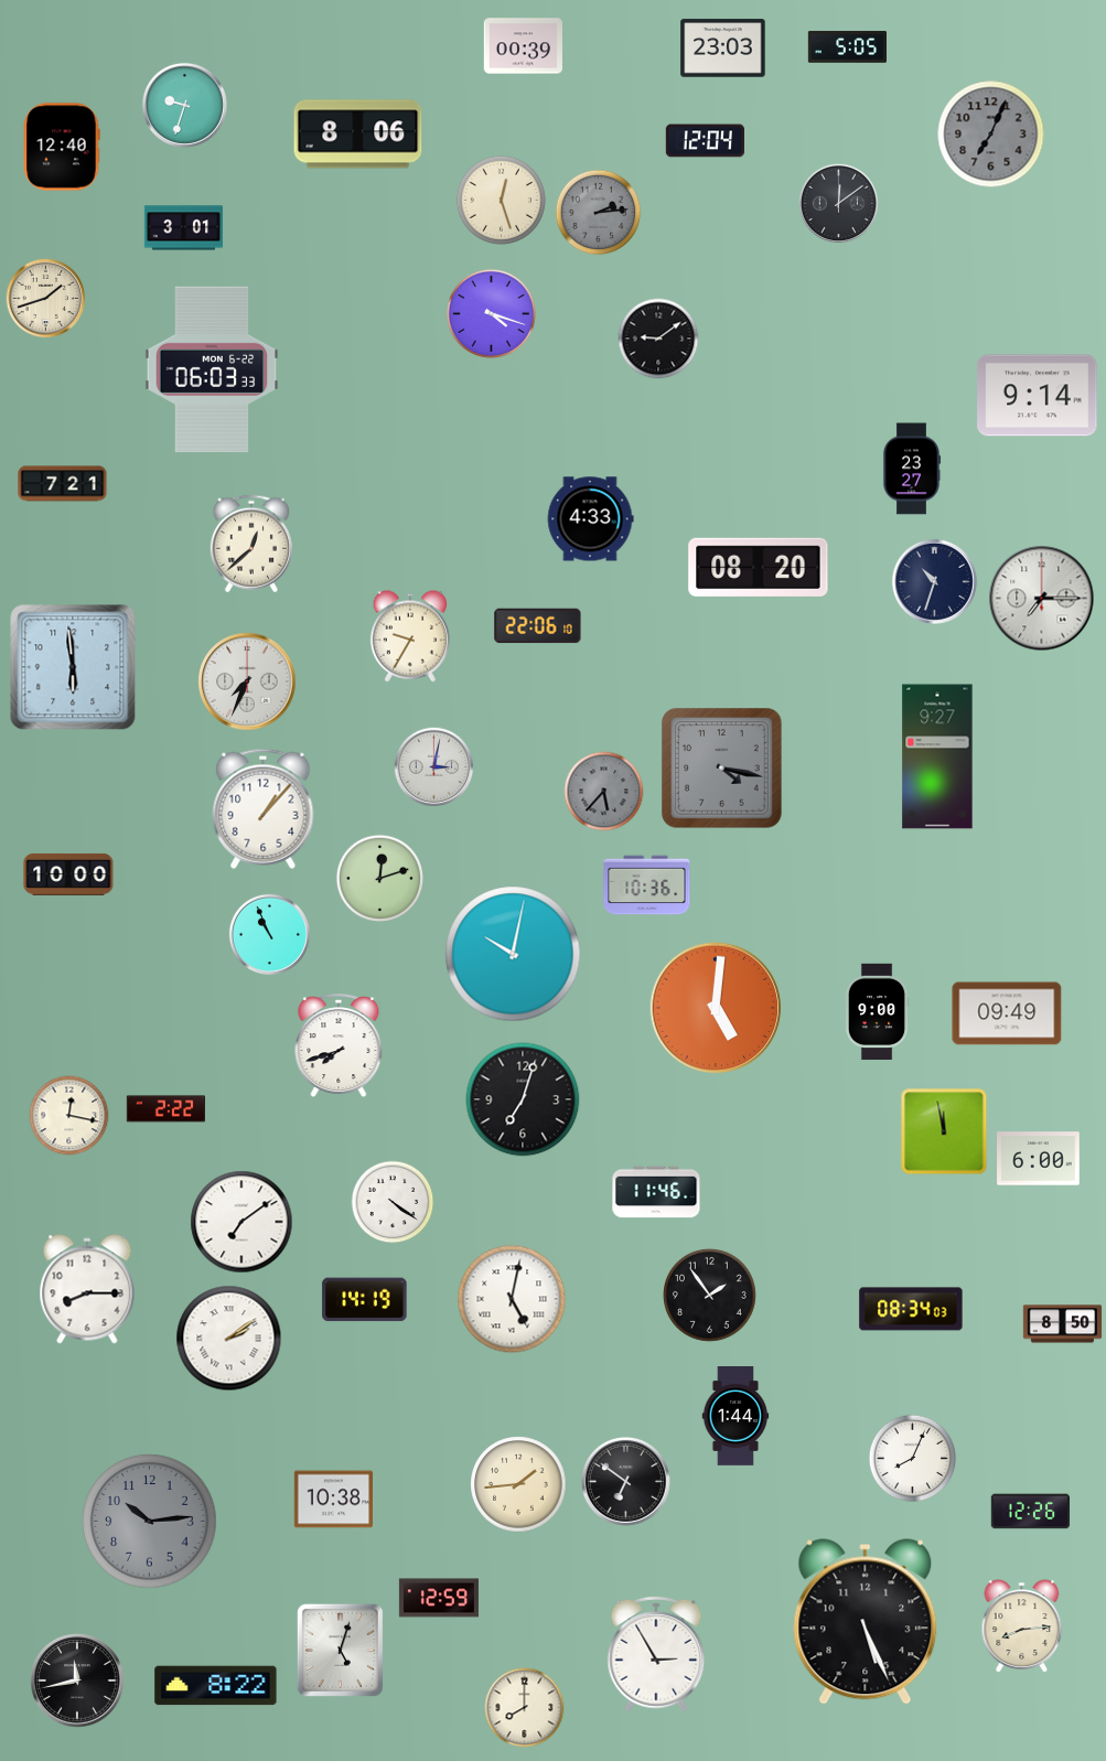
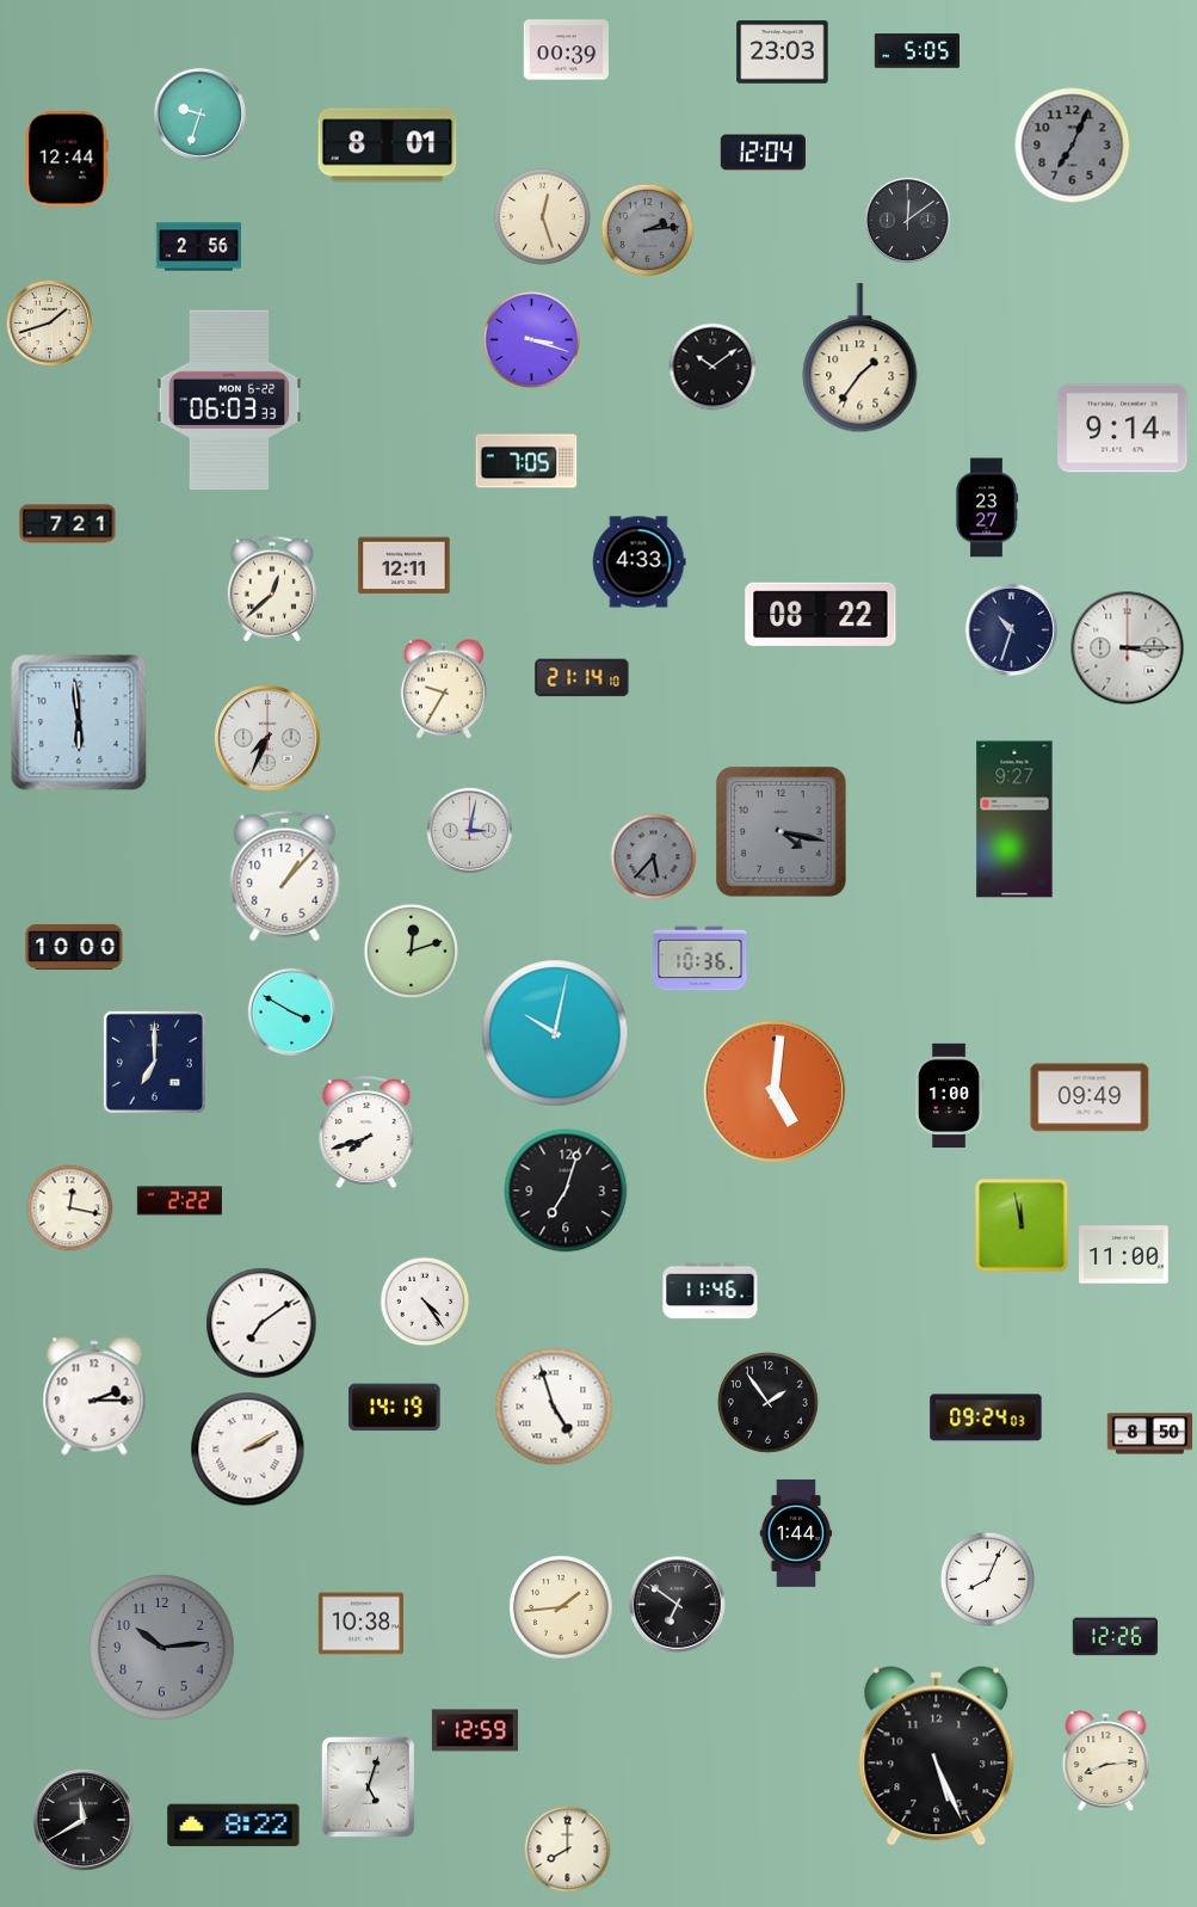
clock at (358, 135): 8:06 -> 8:01
clock at (62, 147): 12:40 -> 12:44
clock at (184, 228): 3:01 -> 2:56
clock at (491, 313): 4:18 -> 3:18
clock at (860, 358): none -> 1:36
clock at (658, 339): 9:09 -> 10:09
clock at (526, 461): none -> 7:05
clock at (405, 566): none -> 12:11
clock at (759, 568): 08:20 -> 08:22
clock at (1042, 599): 7:15 -> 3:15
clock at (538, 626): 22:06 -> 21:14
clock at (269, 934): 10:56 -> 3:50
clock at (154, 1062): none -> 7:00
clock at (877, 1012): 9:00 -> 1:00
clock at (69, 1116) position: (69, 1116) -> (70, 1208)
clock at (1039, 1159): 6:00 -> 11:00
clock at (393, 1202): 4:21 -> 4:24
clock at (87, 1289): 8:15 -> 2:15
clock at (512, 1299): 5:02 -> 4:57
clock at (911, 1309): 08:34 -> 09:24
clock at (229, 1339): 2:09 -> 2:10
clock at (656, 1654): 2:55 -> none
clock at (77, 1681): 11:43 -> 11:40
